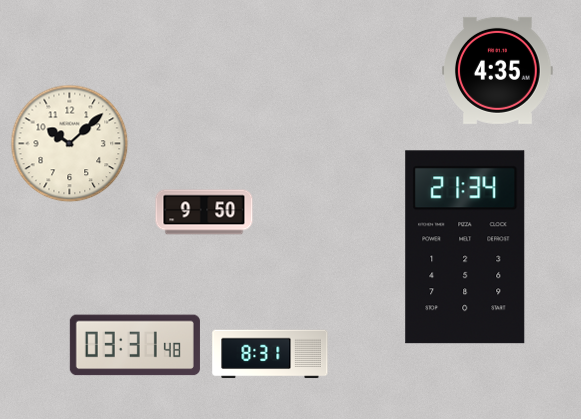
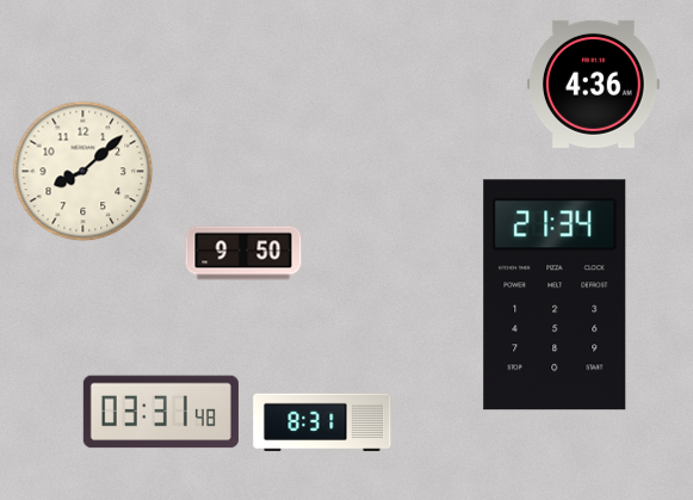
clock at (498, 70): 4:35 -> 4:36
clock at (70, 144): 10:08 -> 8:08
